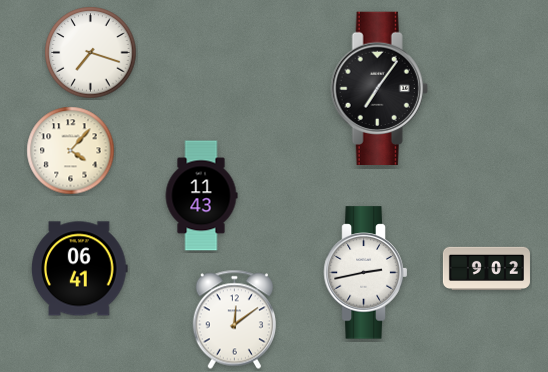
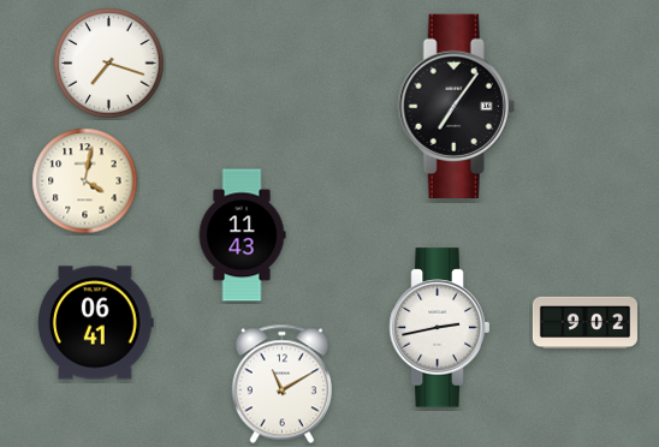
clock at (71, 151): 4:07 -> 4:02
clock at (234, 320): 12:09 -> 11:10
